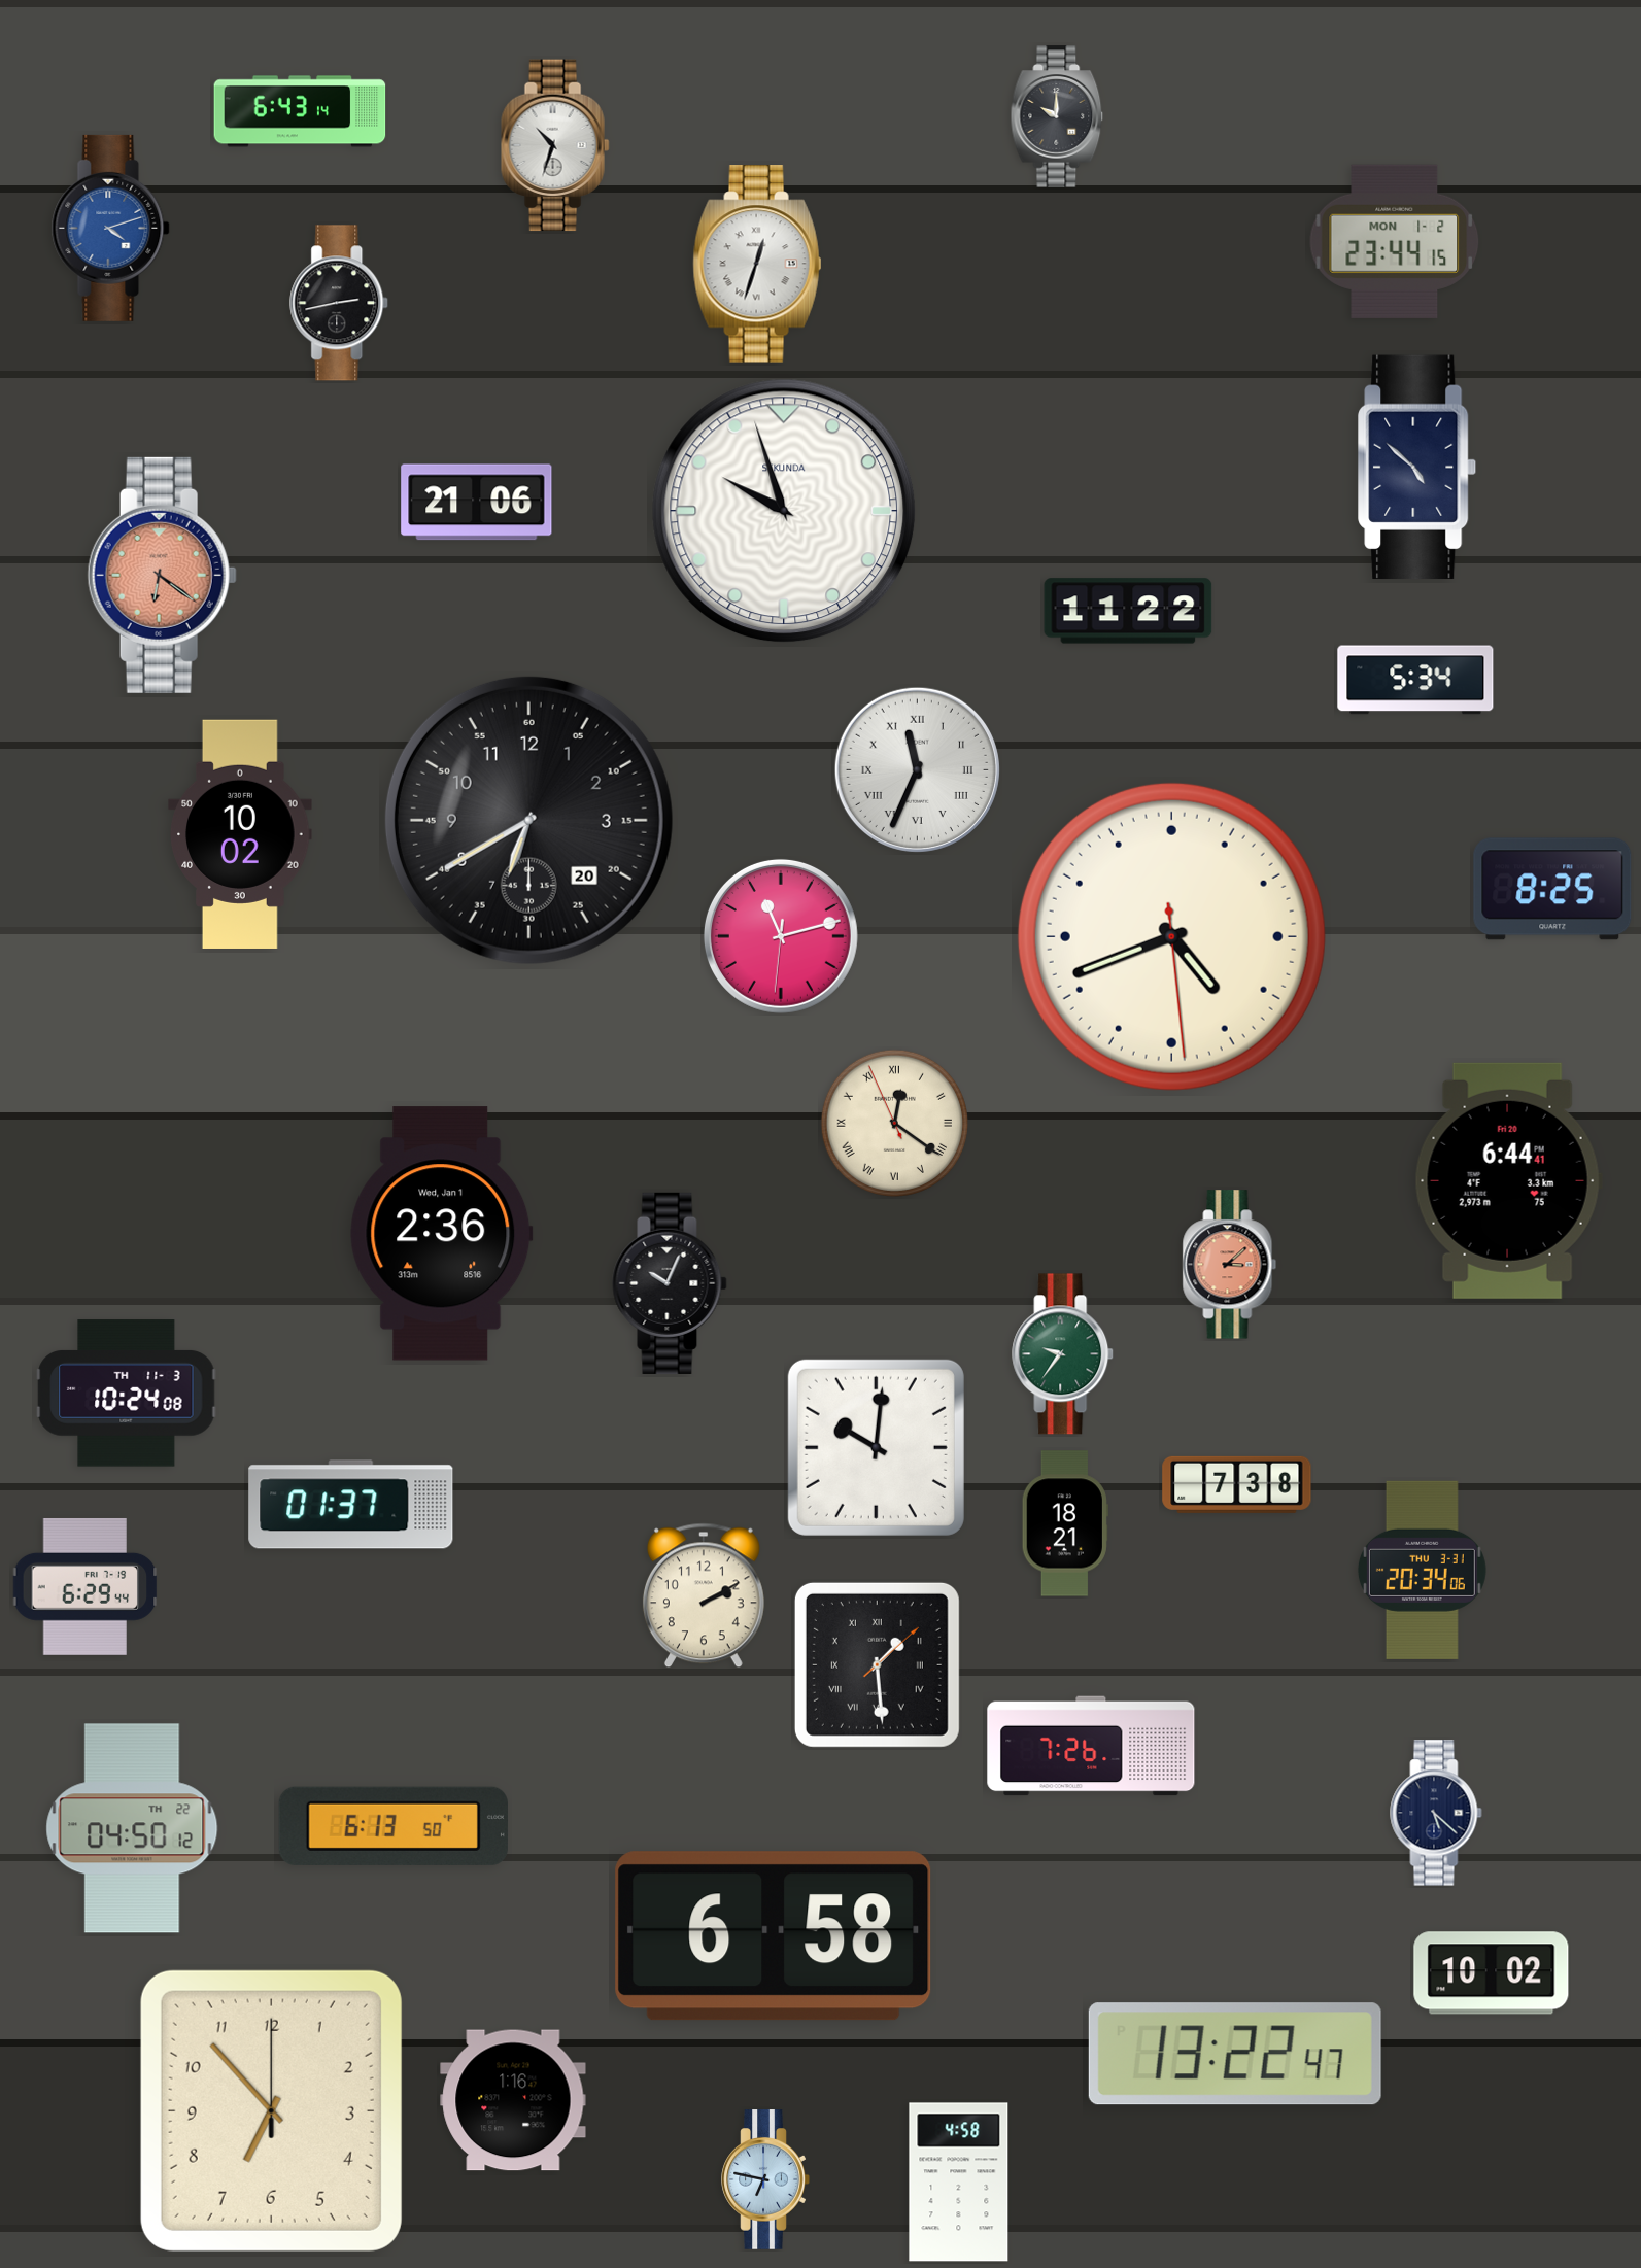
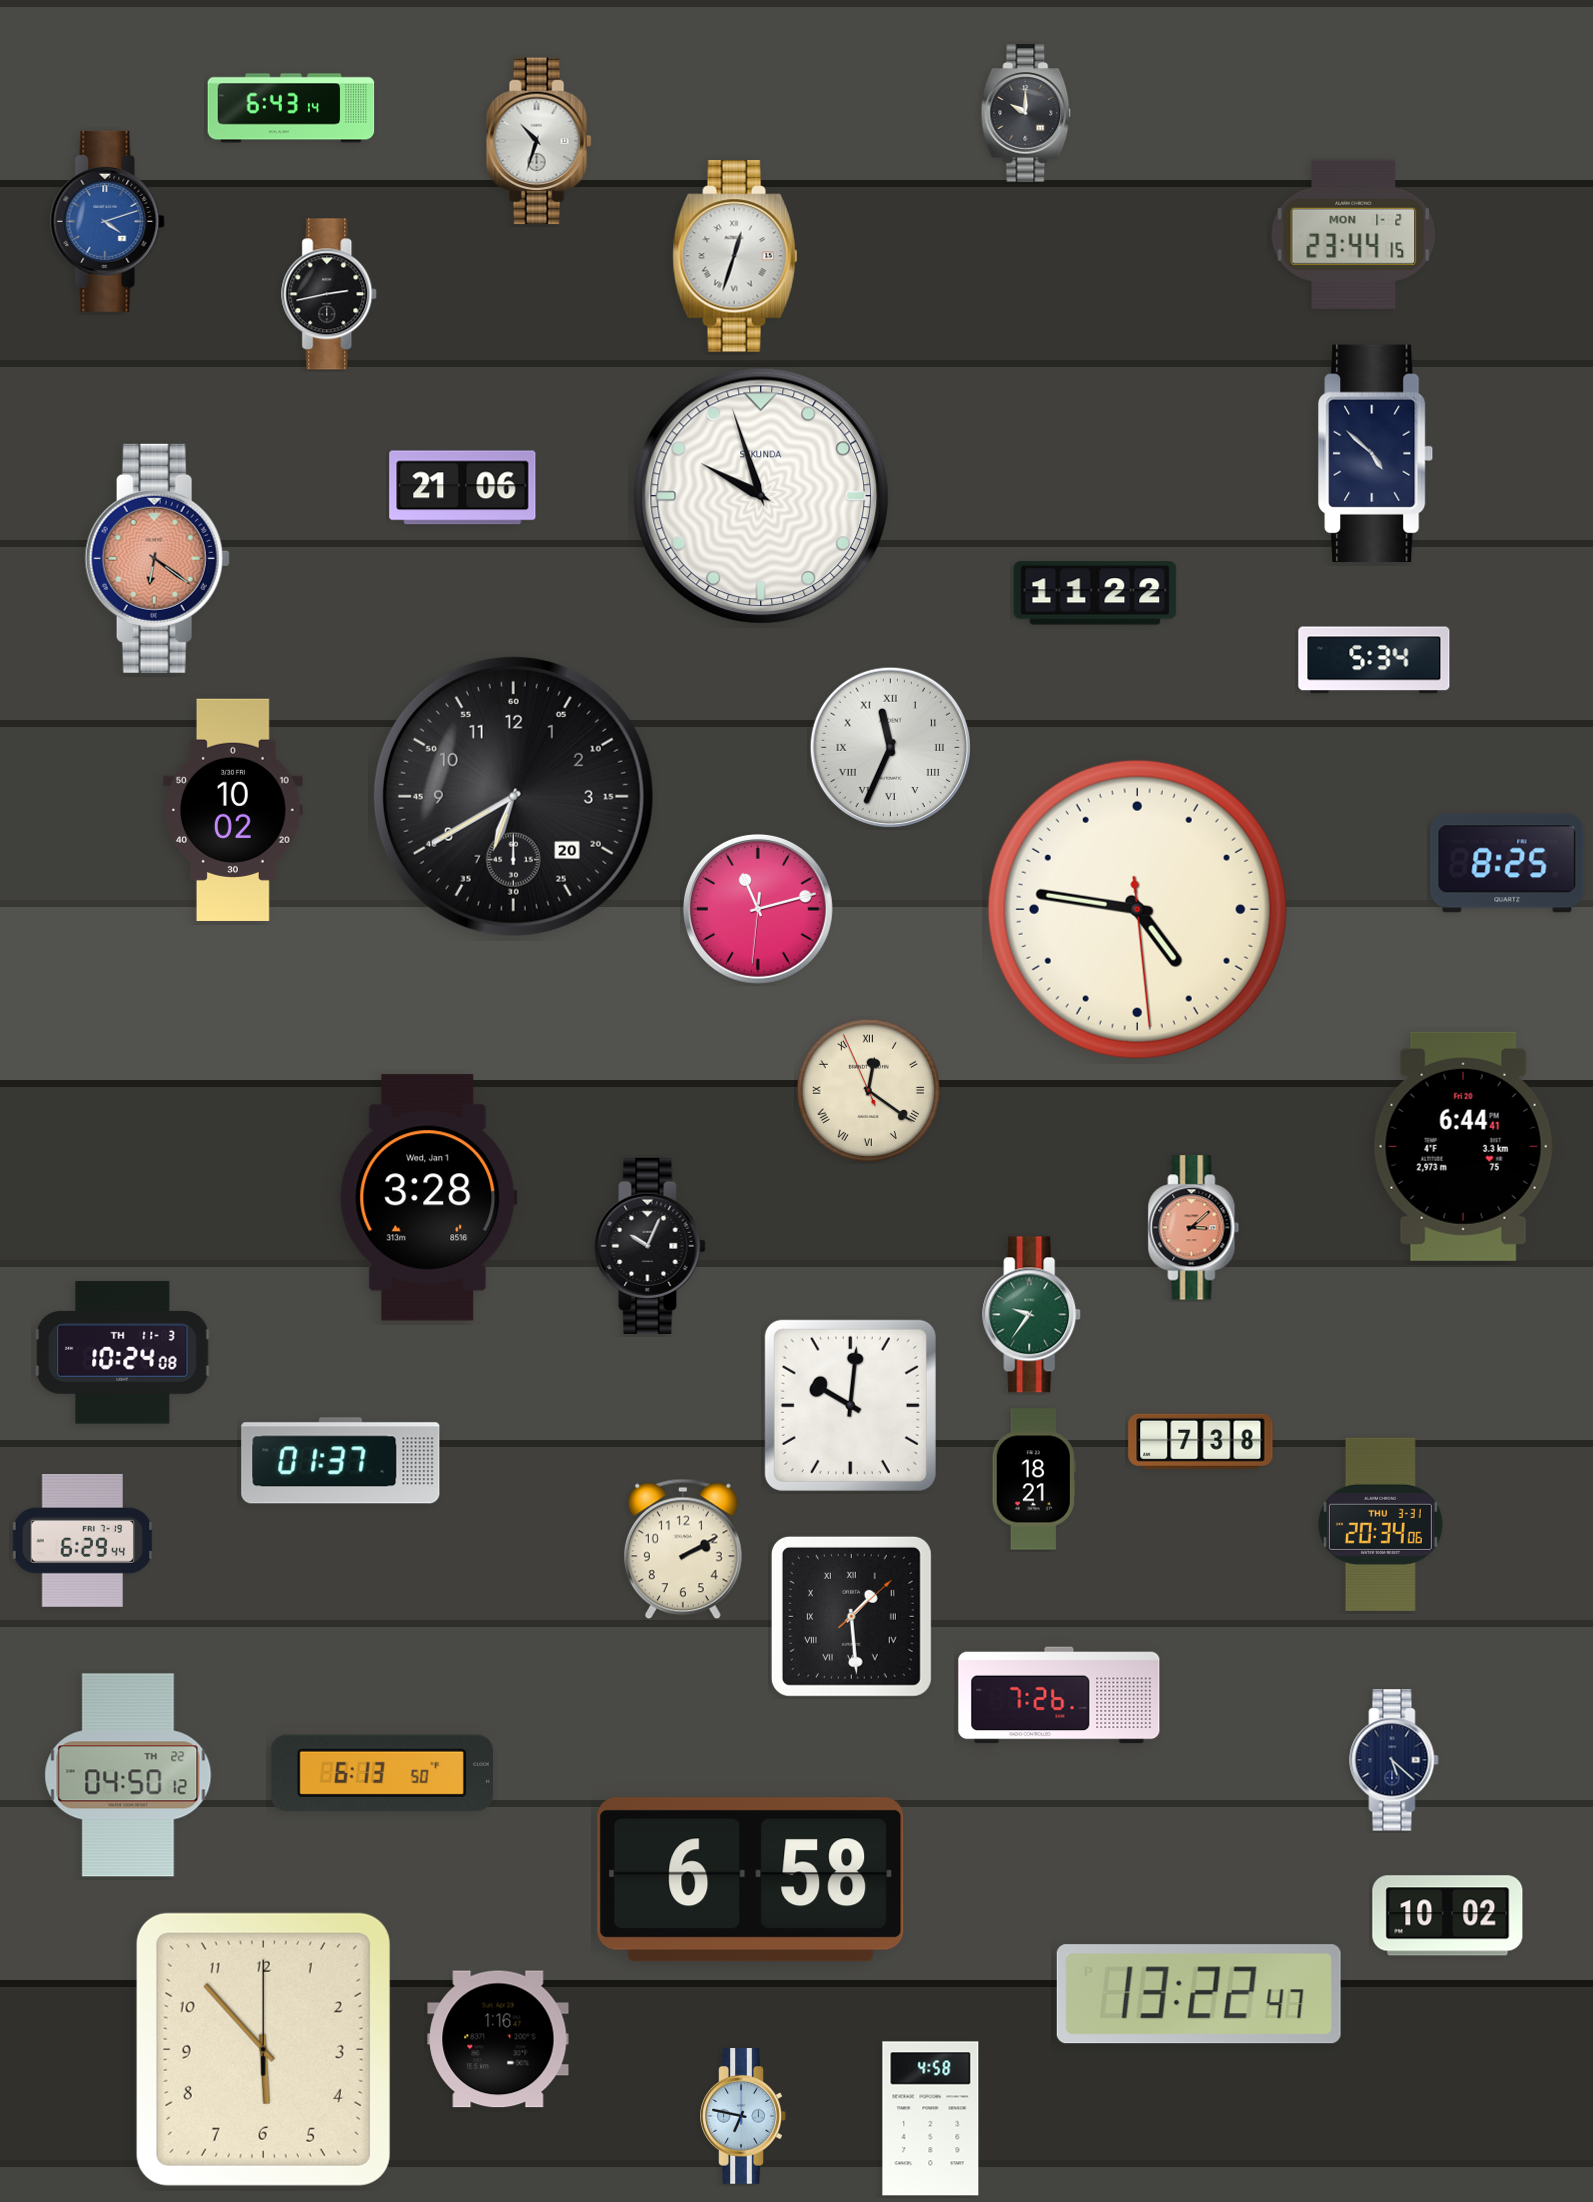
clock at (1171, 936): 4:41 -> 4:46
clock at (442, 1234): 2:36 -> 3:28
clock at (271, 2110): 6:53 -> 5:53
